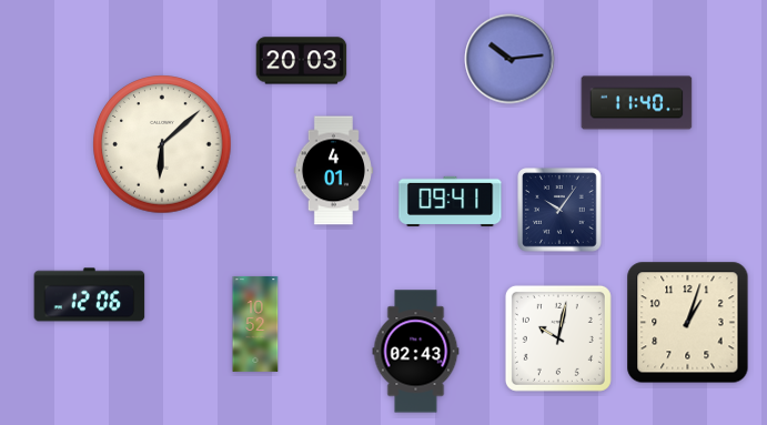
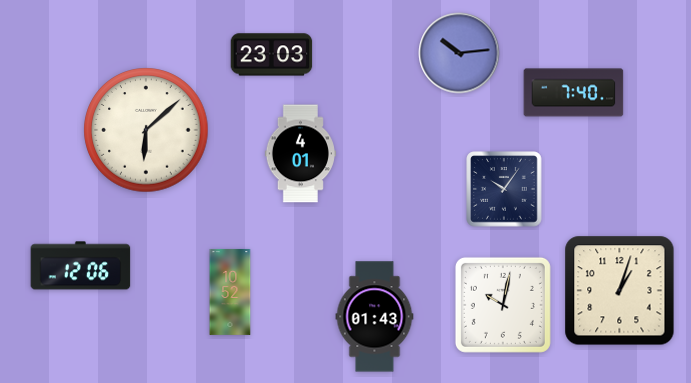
clock at (302, 61): 20:03 -> 23:03
clock at (637, 103): 11:40 -> 7:40
clock at (451, 201): 09:41 -> none
clock at (416, 352): 02:43 -> 01:43
